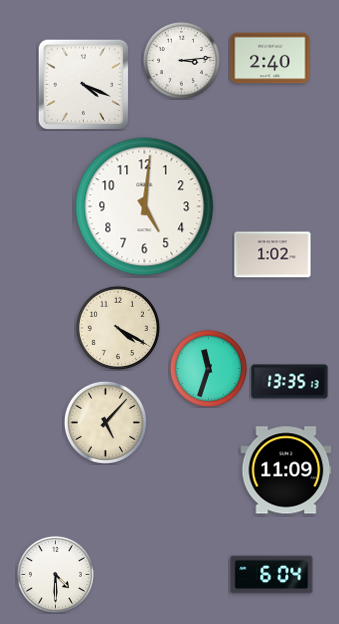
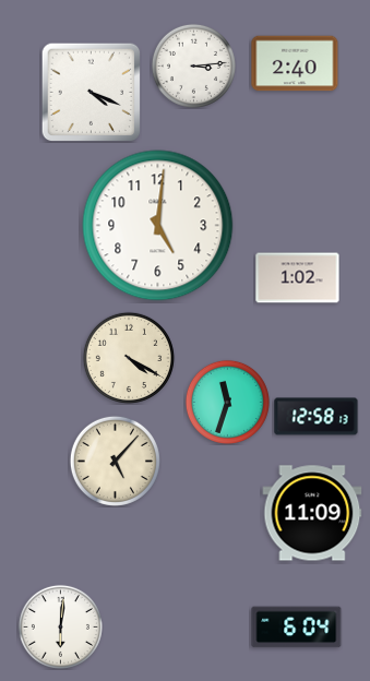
clock at (181, 60) position: (181, 60) -> (193, 65)
clock at (290, 382): 13:35 -> 12:58
clock at (55, 574): 4:30 -> 6:01
